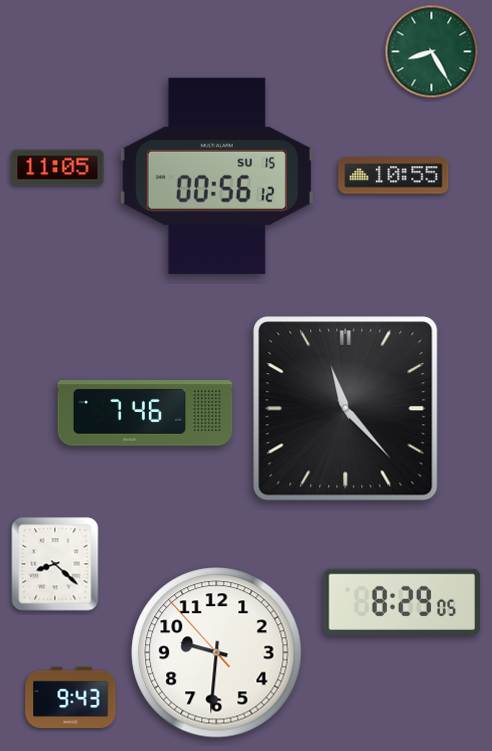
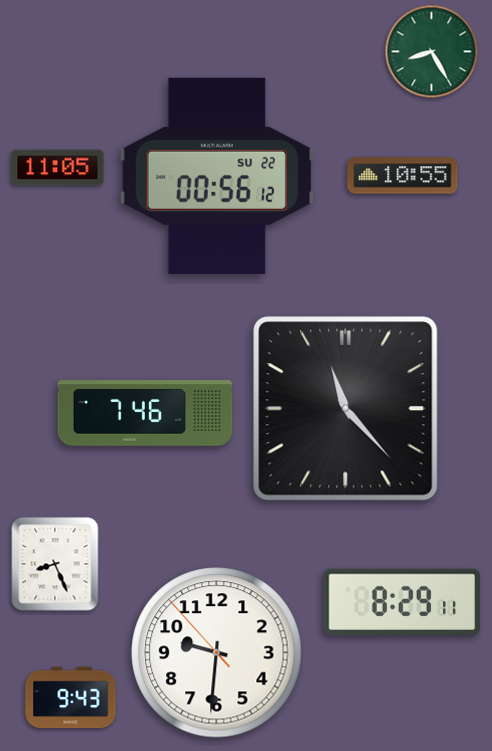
clock at (217, 176) date: SU 15 -> SU 22
clock at (394, 176) position: (394, 176) -> (403, 176)
clock at (55, 564): 8:22 -> 8:26
clock at (402, 601): 8:29:05 -> 8:29:11
